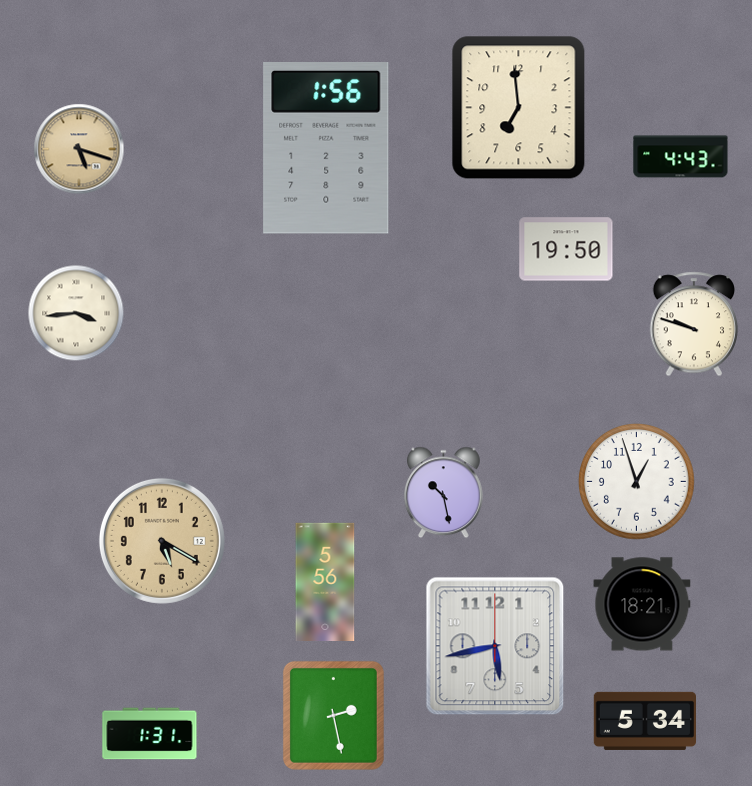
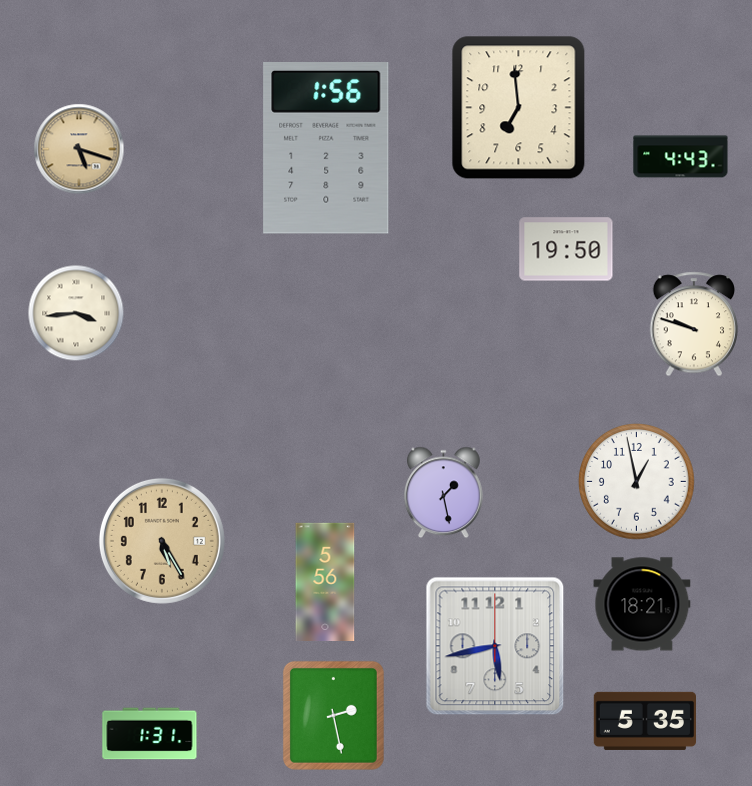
clock at (637, 482): 12:57 -> 12:58
clock at (444, 493): 10:28 -> 1:28
clock at (162, 541): 5:20 -> 5:25
clock at (644, 721): 5:34 -> 5:35
